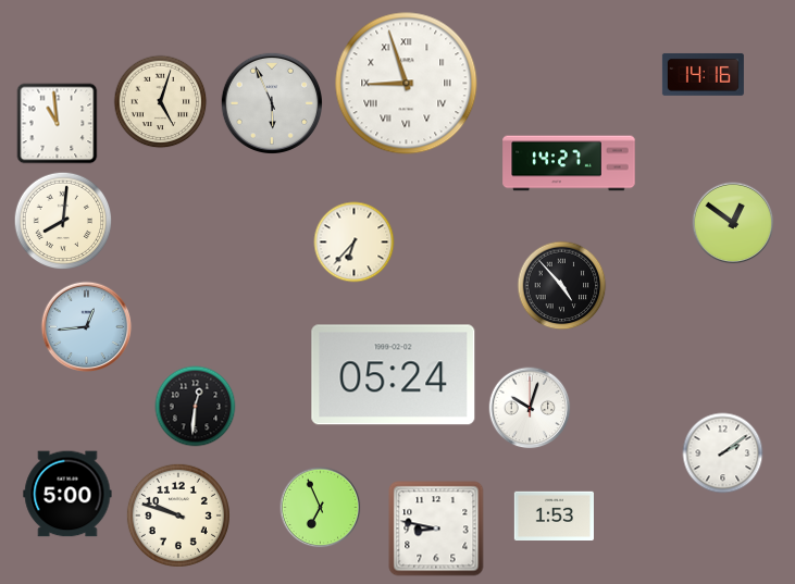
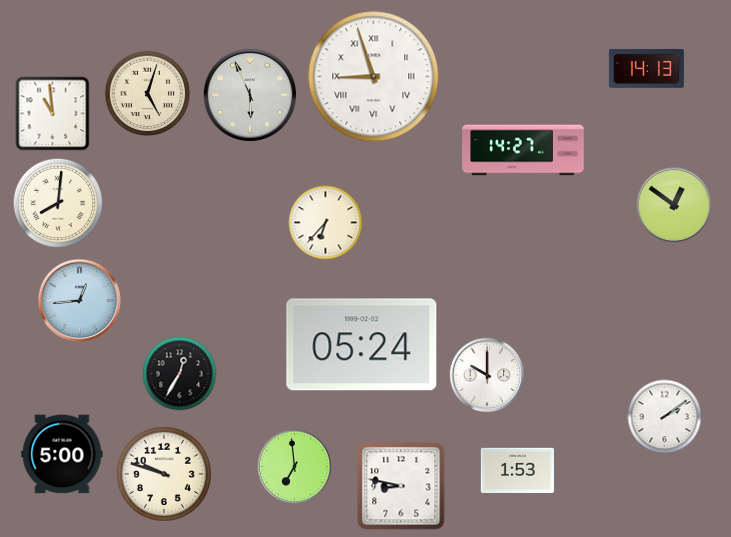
clock at (703, 74): 14:16 -> 14:13
clock at (562, 286): 4:53 -> none
clock at (196, 407): 12:31 -> 12:35
clock at (530, 408): 10:03 -> 10:00
clock at (321, 508): 6:56 -> 6:59
clock at (554, 517) position: (554, 517) -> (517, 471)
